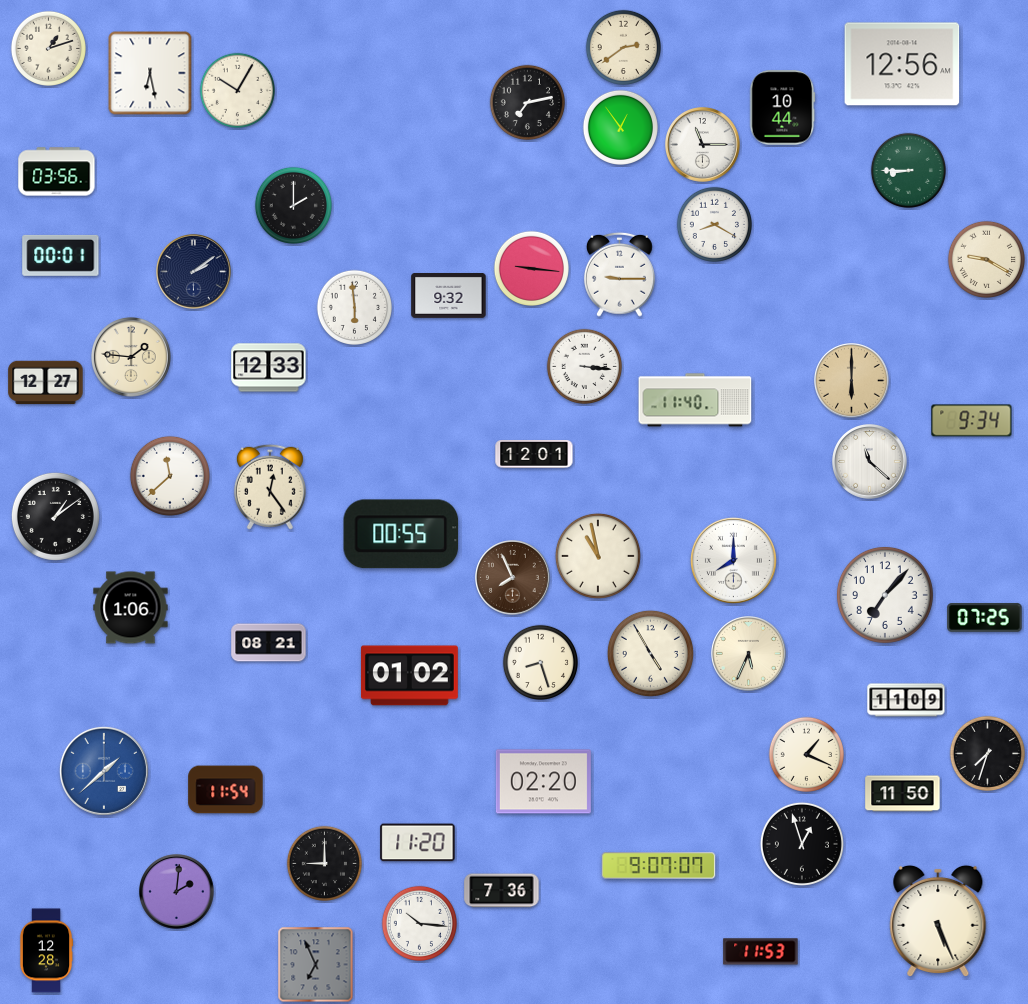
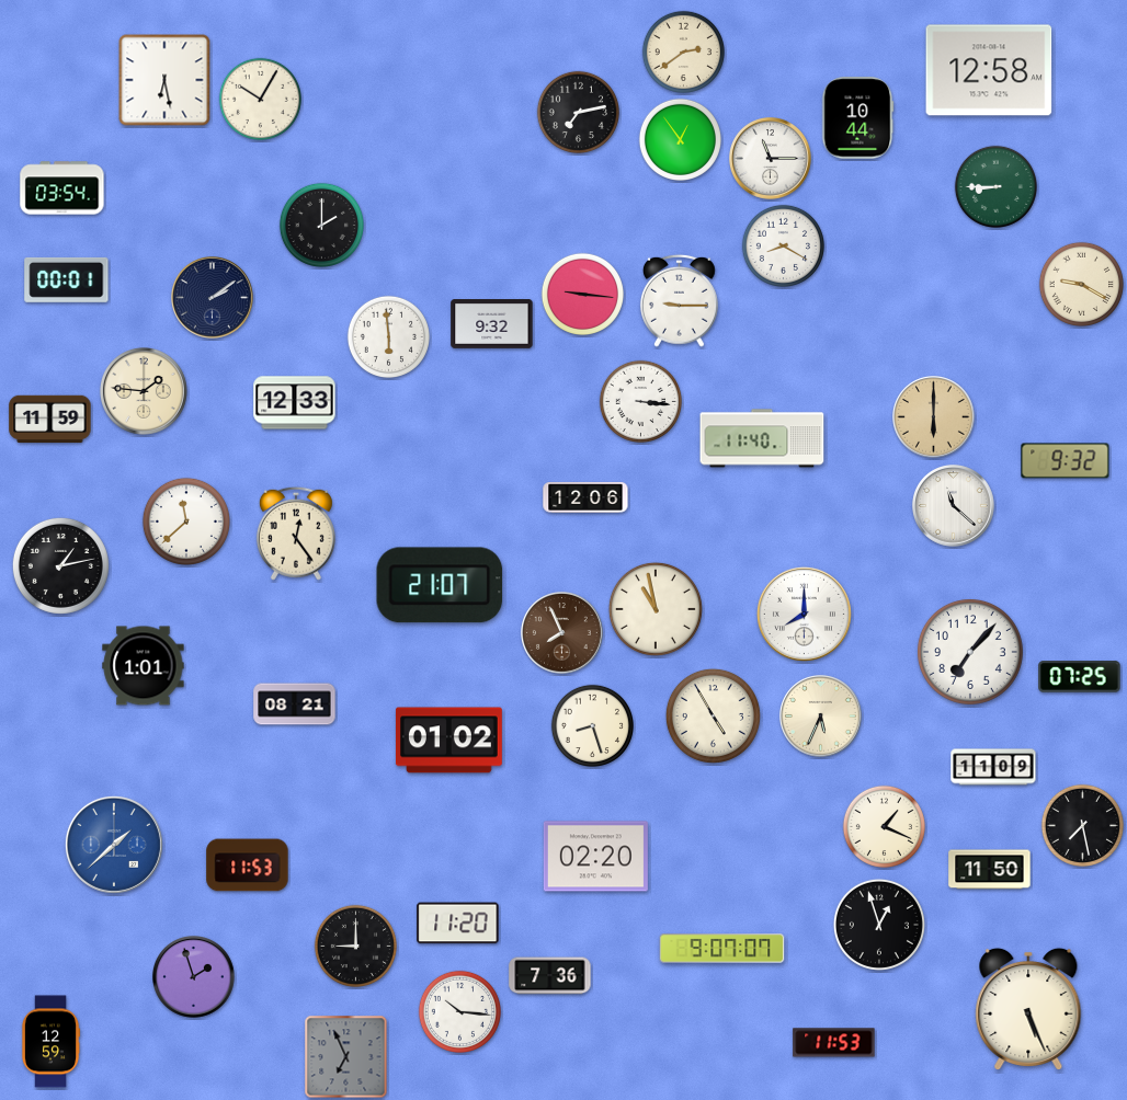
clock at (48, 48): 1:12 -> none
clock at (902, 64): 12:56 -> 12:58
clock at (57, 172): 03:56 -> 03:54
clock at (46, 383): 12:27 -> 11:59
clock at (972, 421): 9:34 -> 9:32
clock at (534, 455): 12:01 -> 12:06
clock at (55, 516): 1:09 -> 1:13
clock at (401, 534): 00:55 -> 21:07
clock at (131, 608): 1:06 -> 1:01
clock at (987, 753): 7:33 -> 7:28
clock at (226, 790): 11:54 -> 11:53
clock at (177, 892): 2:01 -> 1:57
clock at (46, 951): 12:28 -> 12:59
